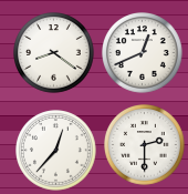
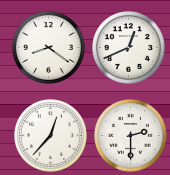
clock at (145, 145) position: (145, 145) -> (131, 136)
